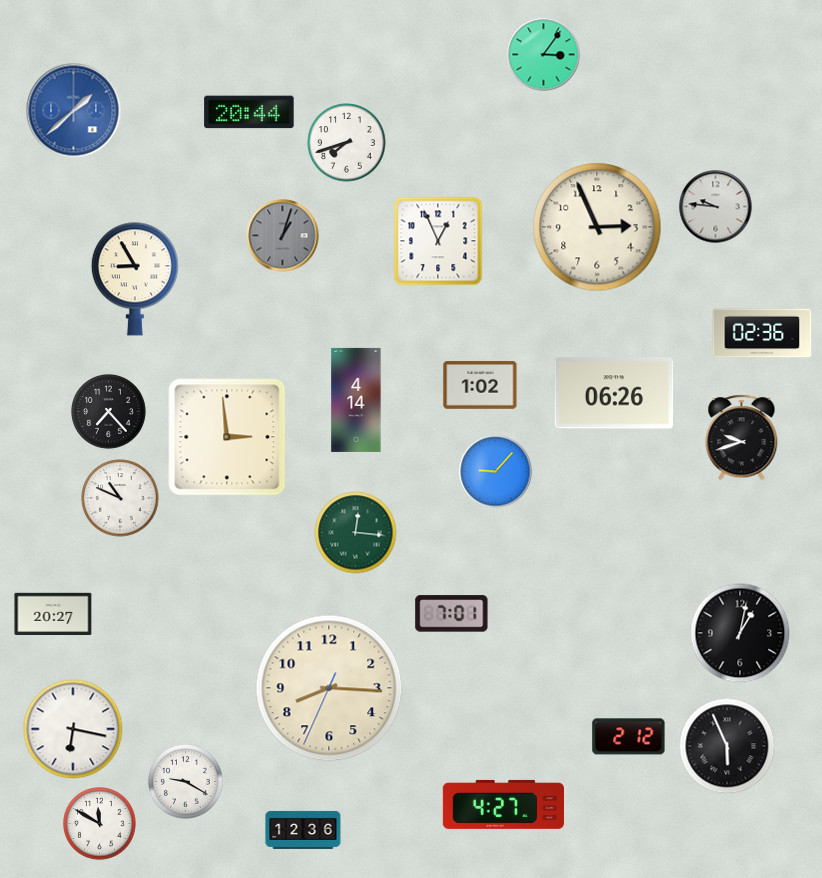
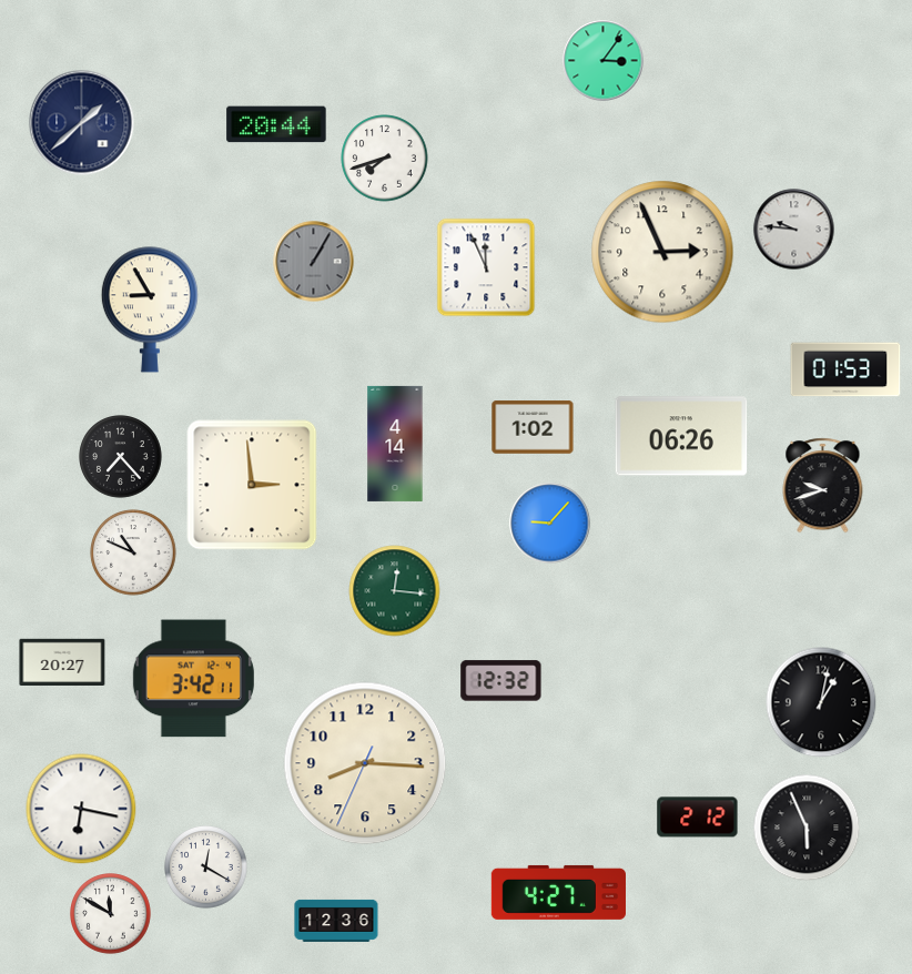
clock at (74, 111) dial: blue -> navy
clock at (283, 236): 1:03 -> 1:05
clock at (438, 241): 12:56 -> 11:56
clock at (762, 333): 02:36 -> 01:53
clock at (193, 679): none -> 3:42
clock at (53, 613) position: (53, 613) -> (62, 661)
clock at (452, 614): 7:01 -> 12:32
clock at (186, 782): 9:20 -> 12:20
